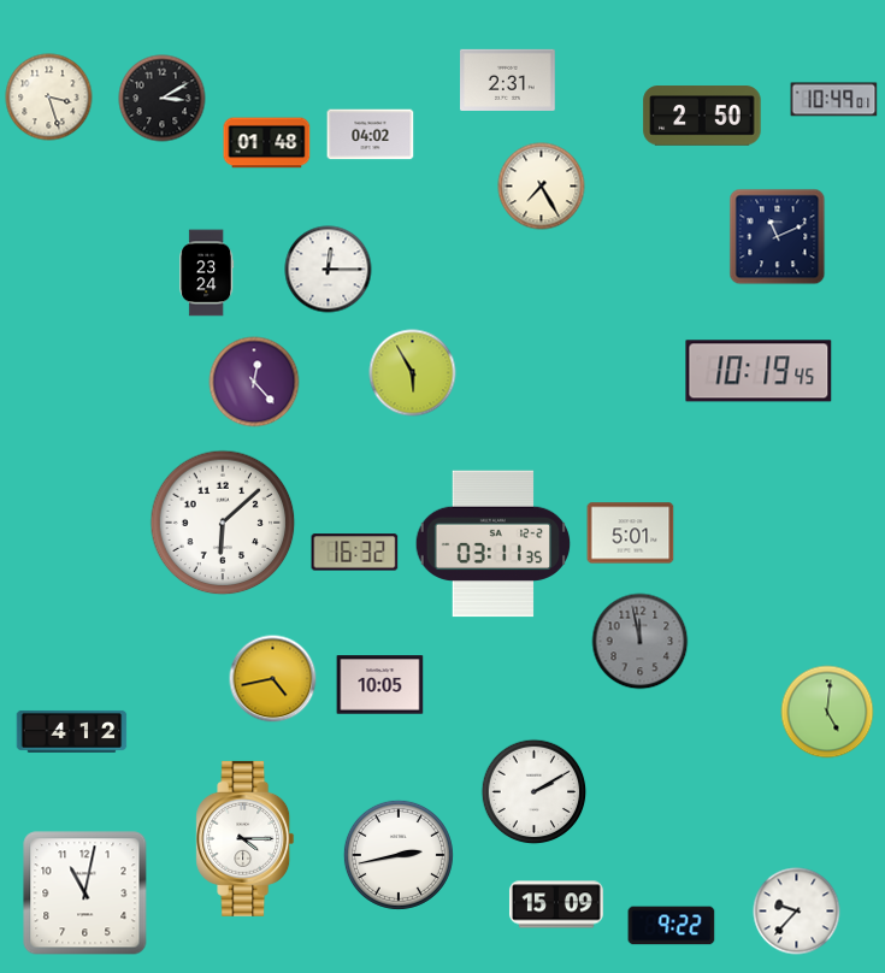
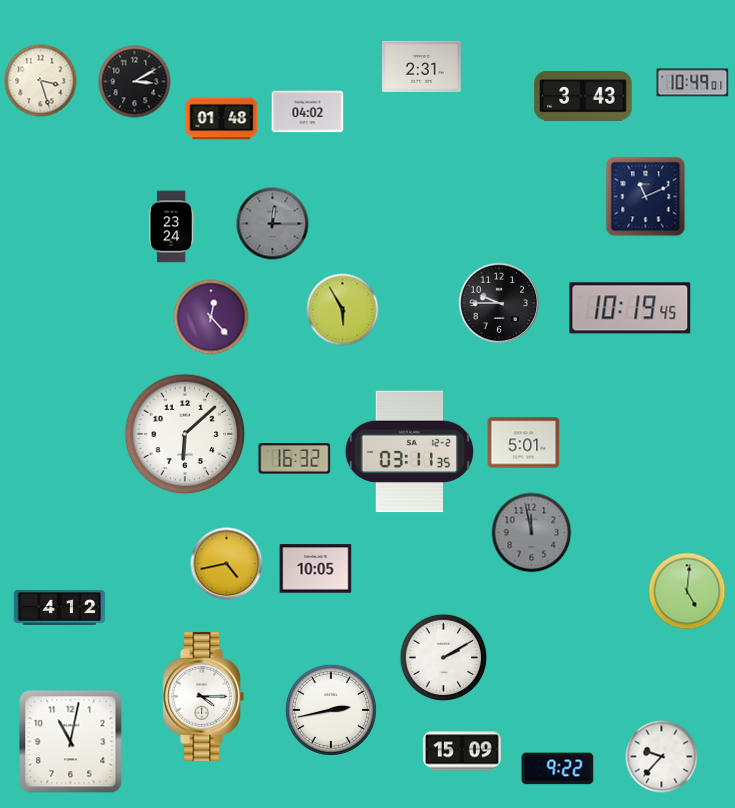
clock at (702, 116): 2:50 -> 3:43
clock at (542, 187): 7:25 -> none
clock at (329, 270) dial: white -> grey
clock at (499, 303): none -> 9:45
